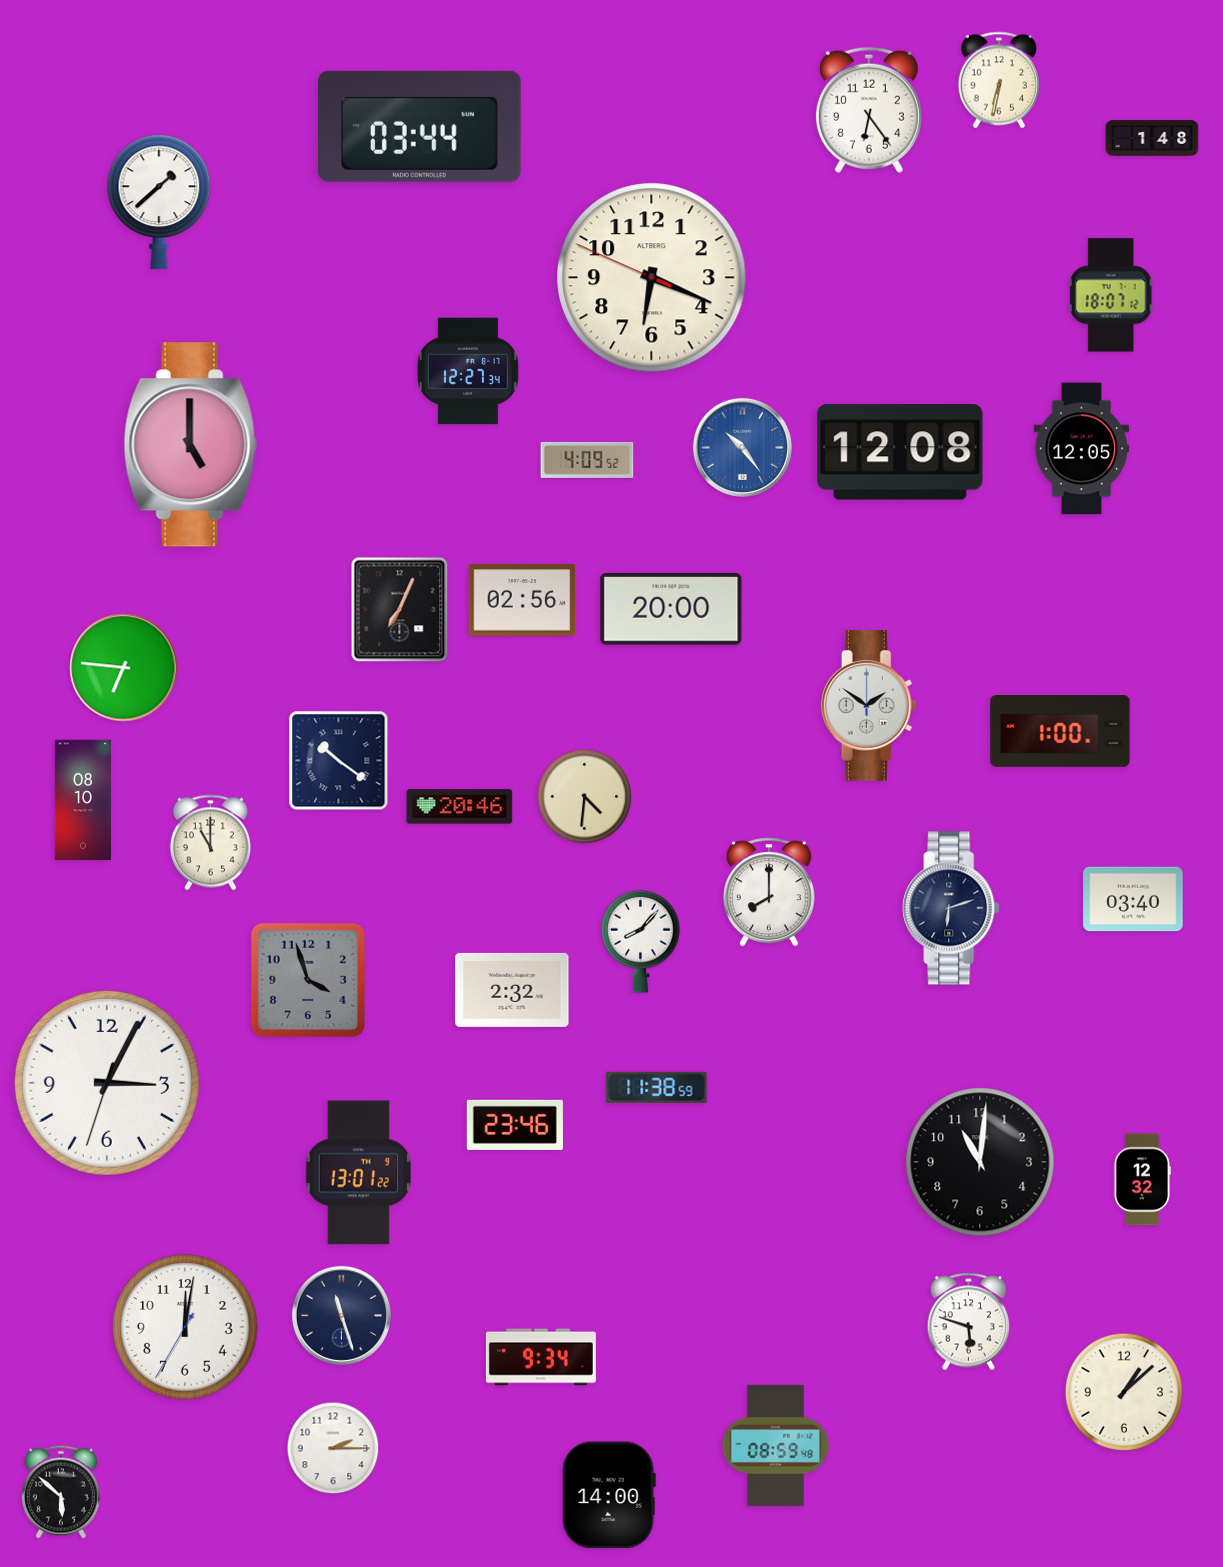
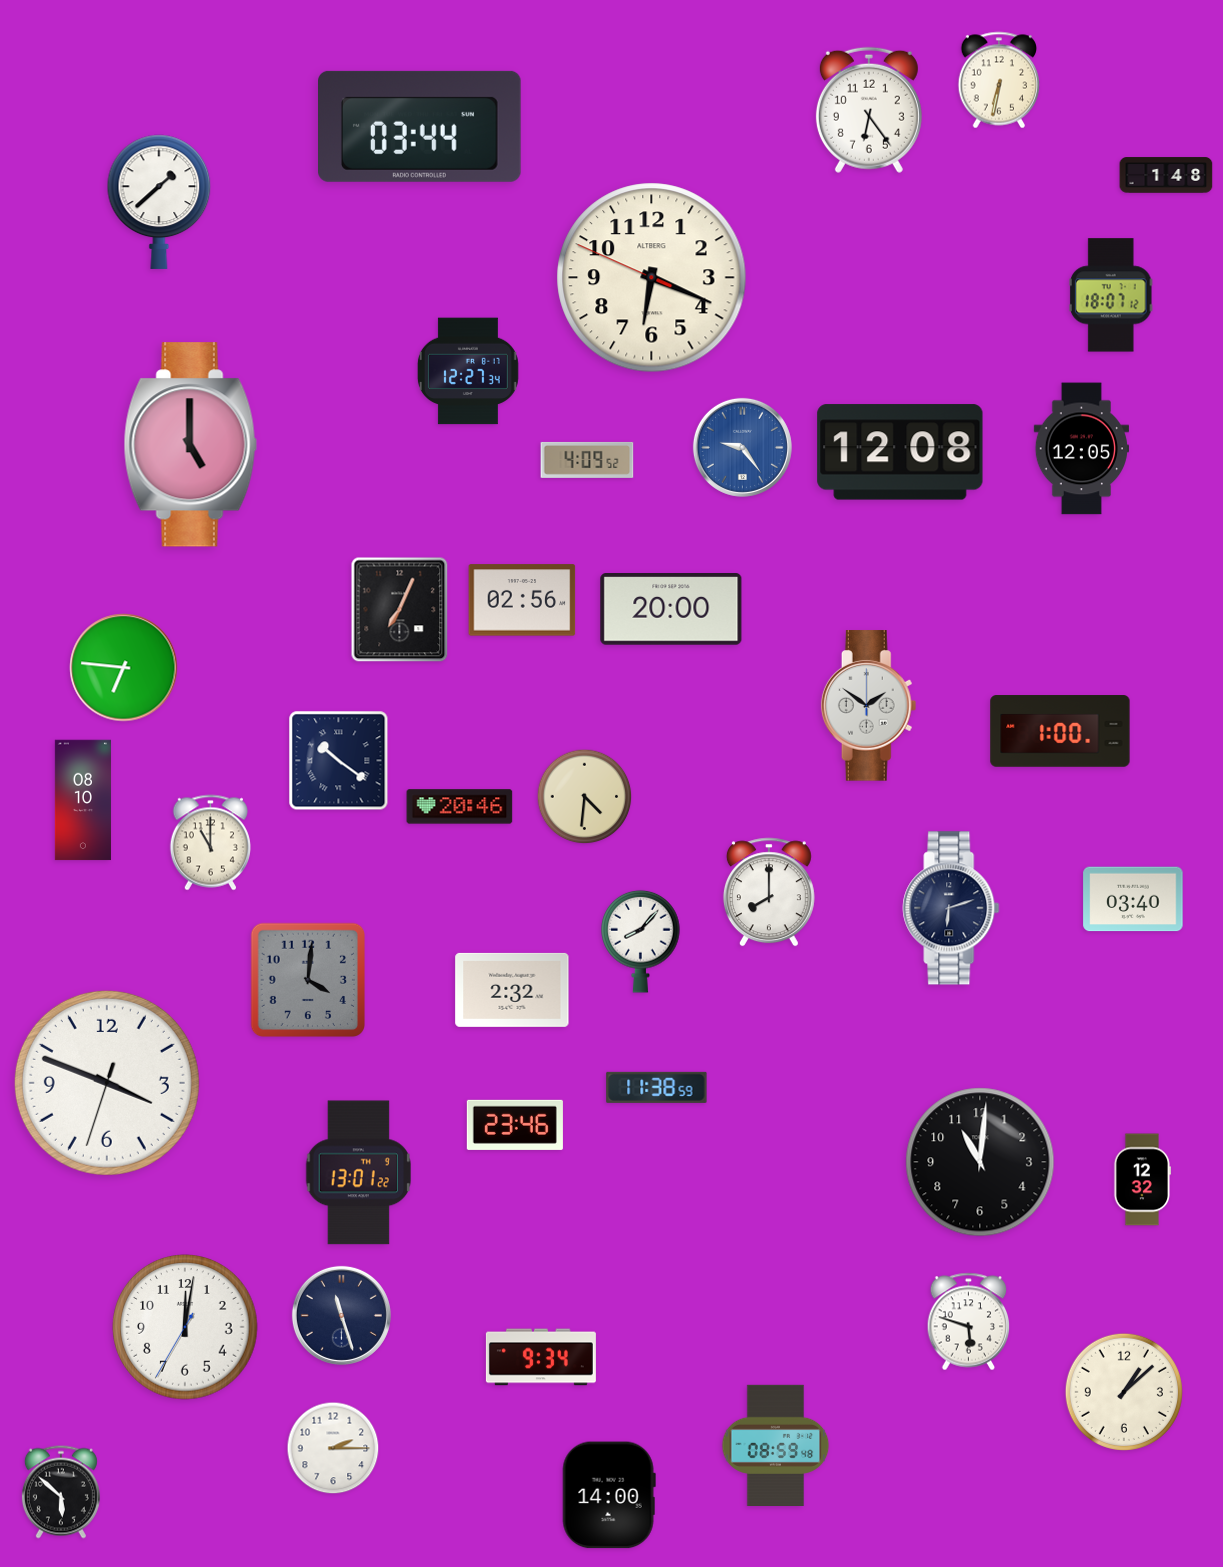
clock at (1152, 138) position: (1152, 138) -> (1166, 175)
clock at (742, 447): 10:24 -> 9:24
clock at (308, 980): 3:57 -> 4:01
clock at (107, 1083): 3:04 -> 3:48
